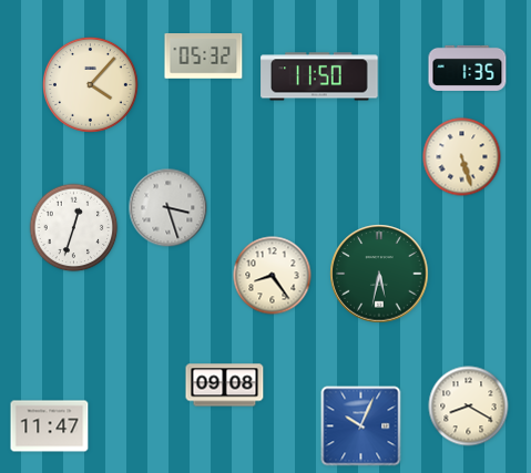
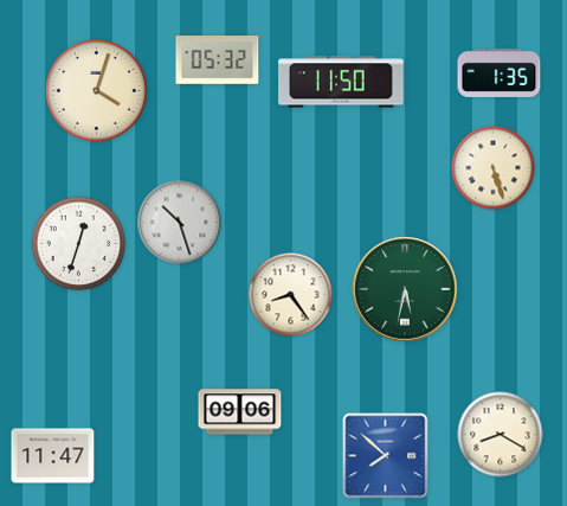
clock at (90, 84): 4:07 -> 4:03
clock at (169, 208): 3:27 -> 10:27
clock at (379, 274) position: (379, 274) -> (405, 289)
clock at (225, 385): 09:08 -> 09:06
clock at (361, 426): 10:04 -> 7:52
